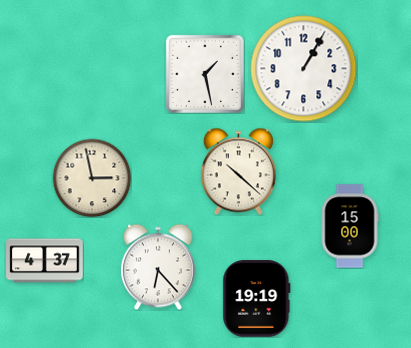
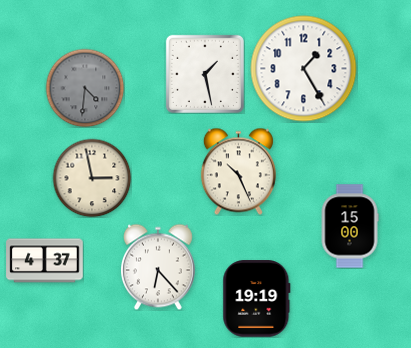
clock at (304, 69): 1:05 -> 1:25
clock at (85, 88): none -> 4:31
clock at (238, 171): 10:22 -> 10:26
